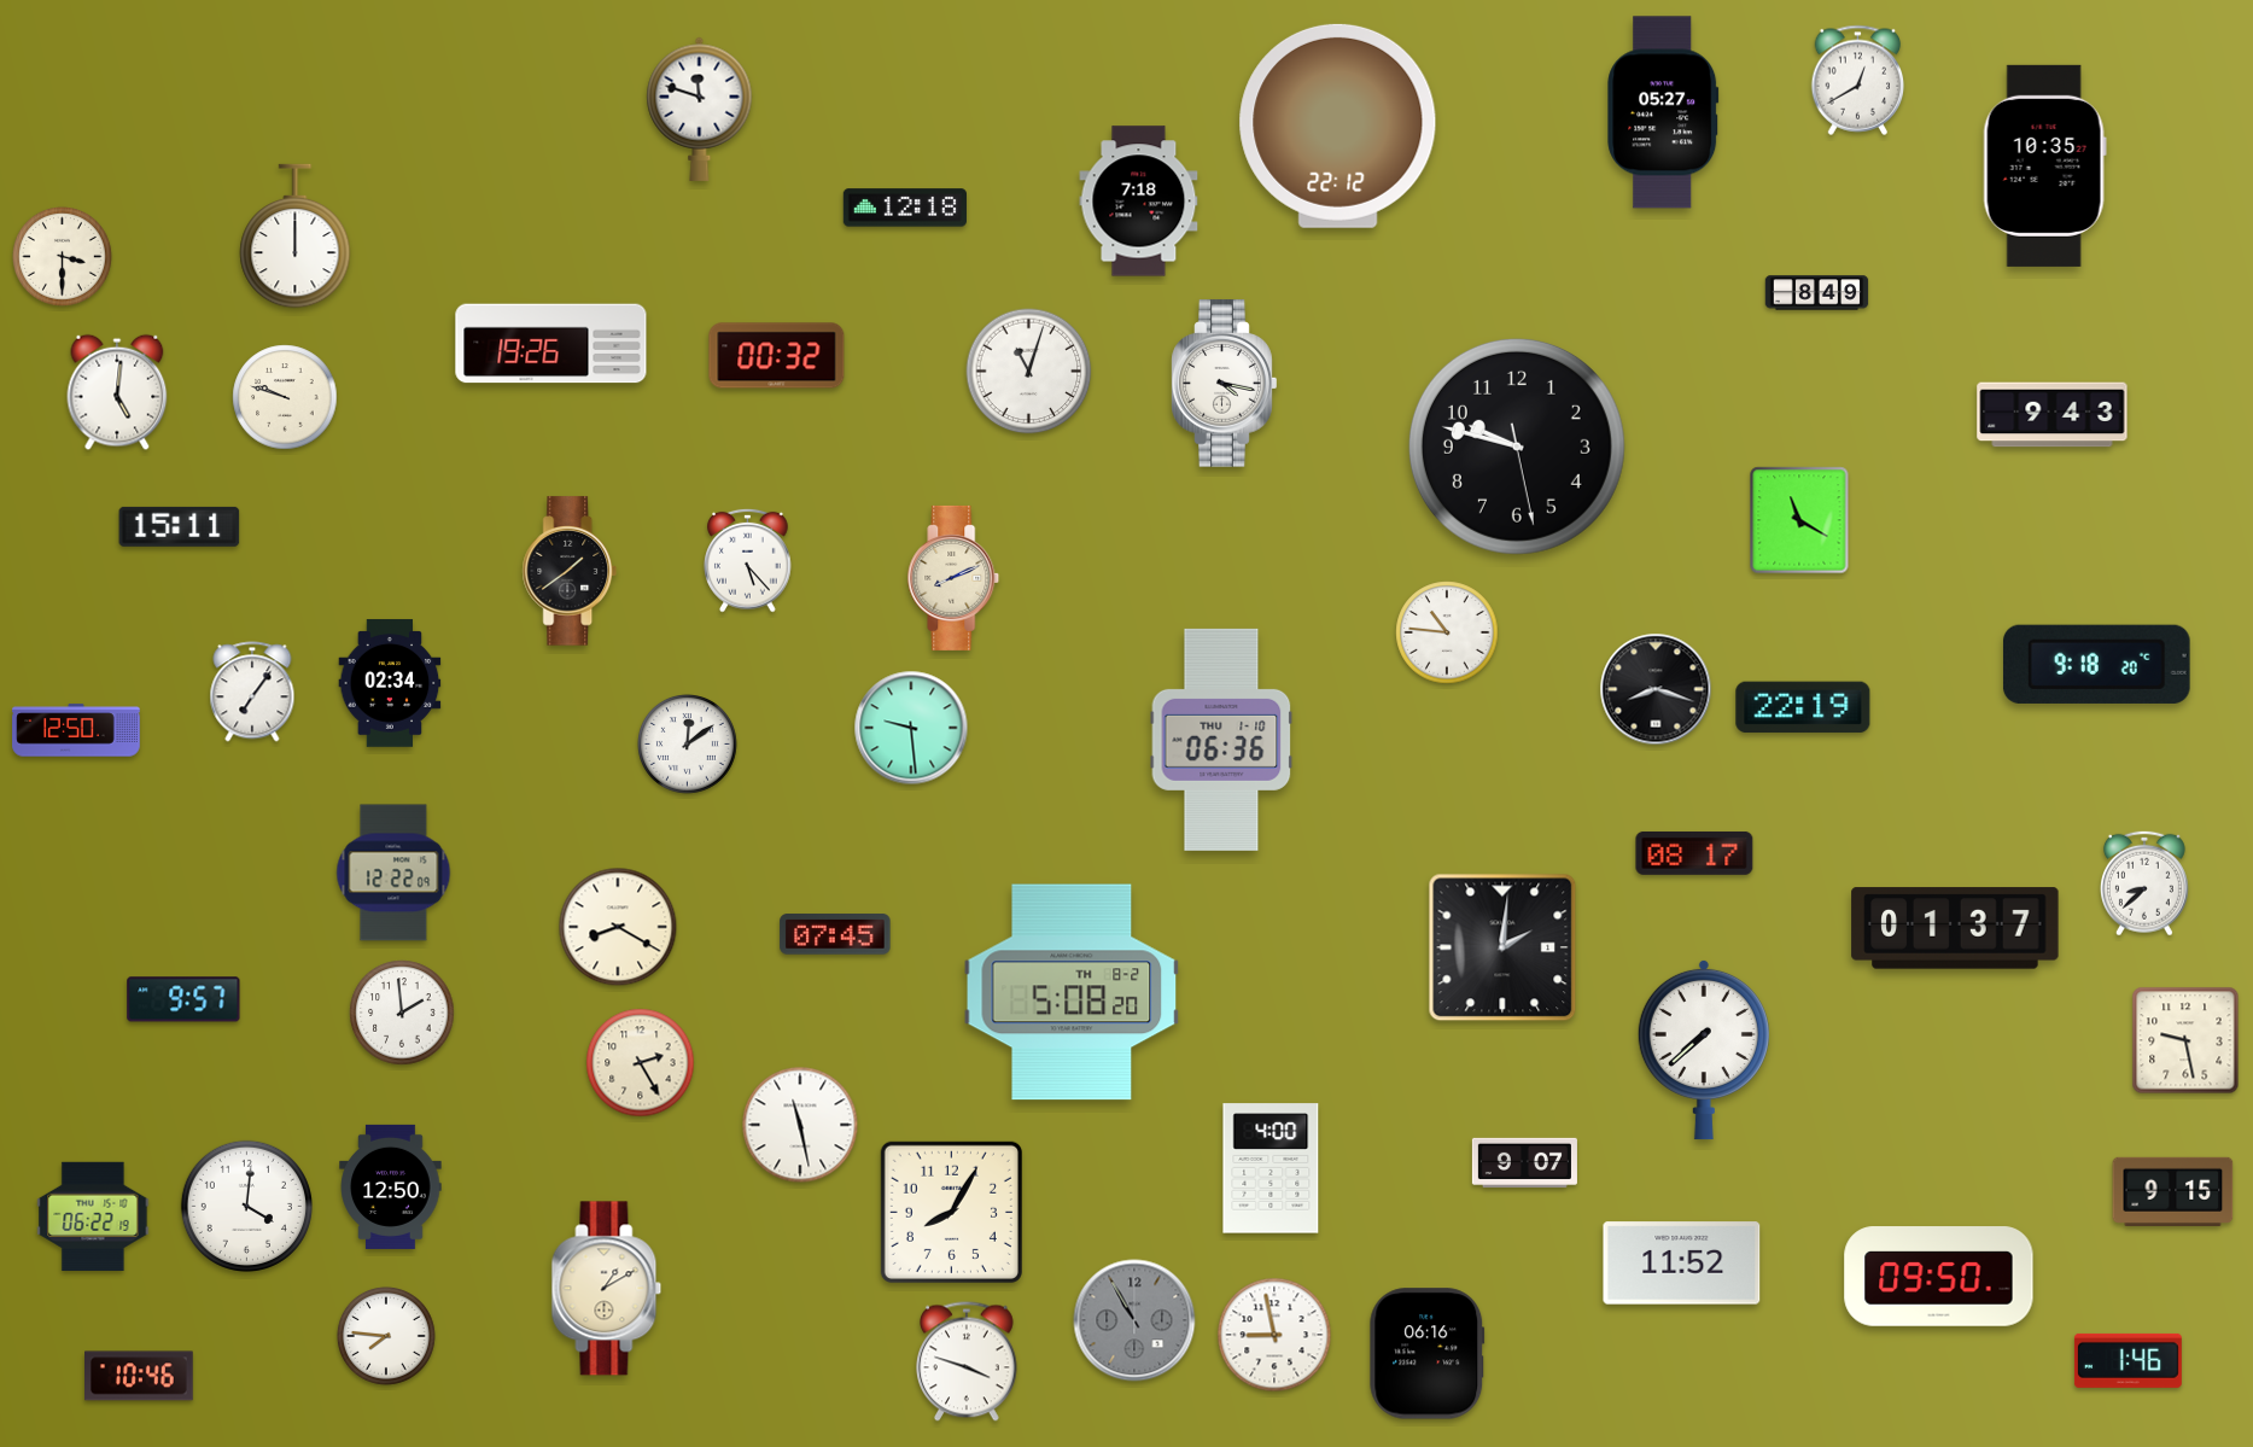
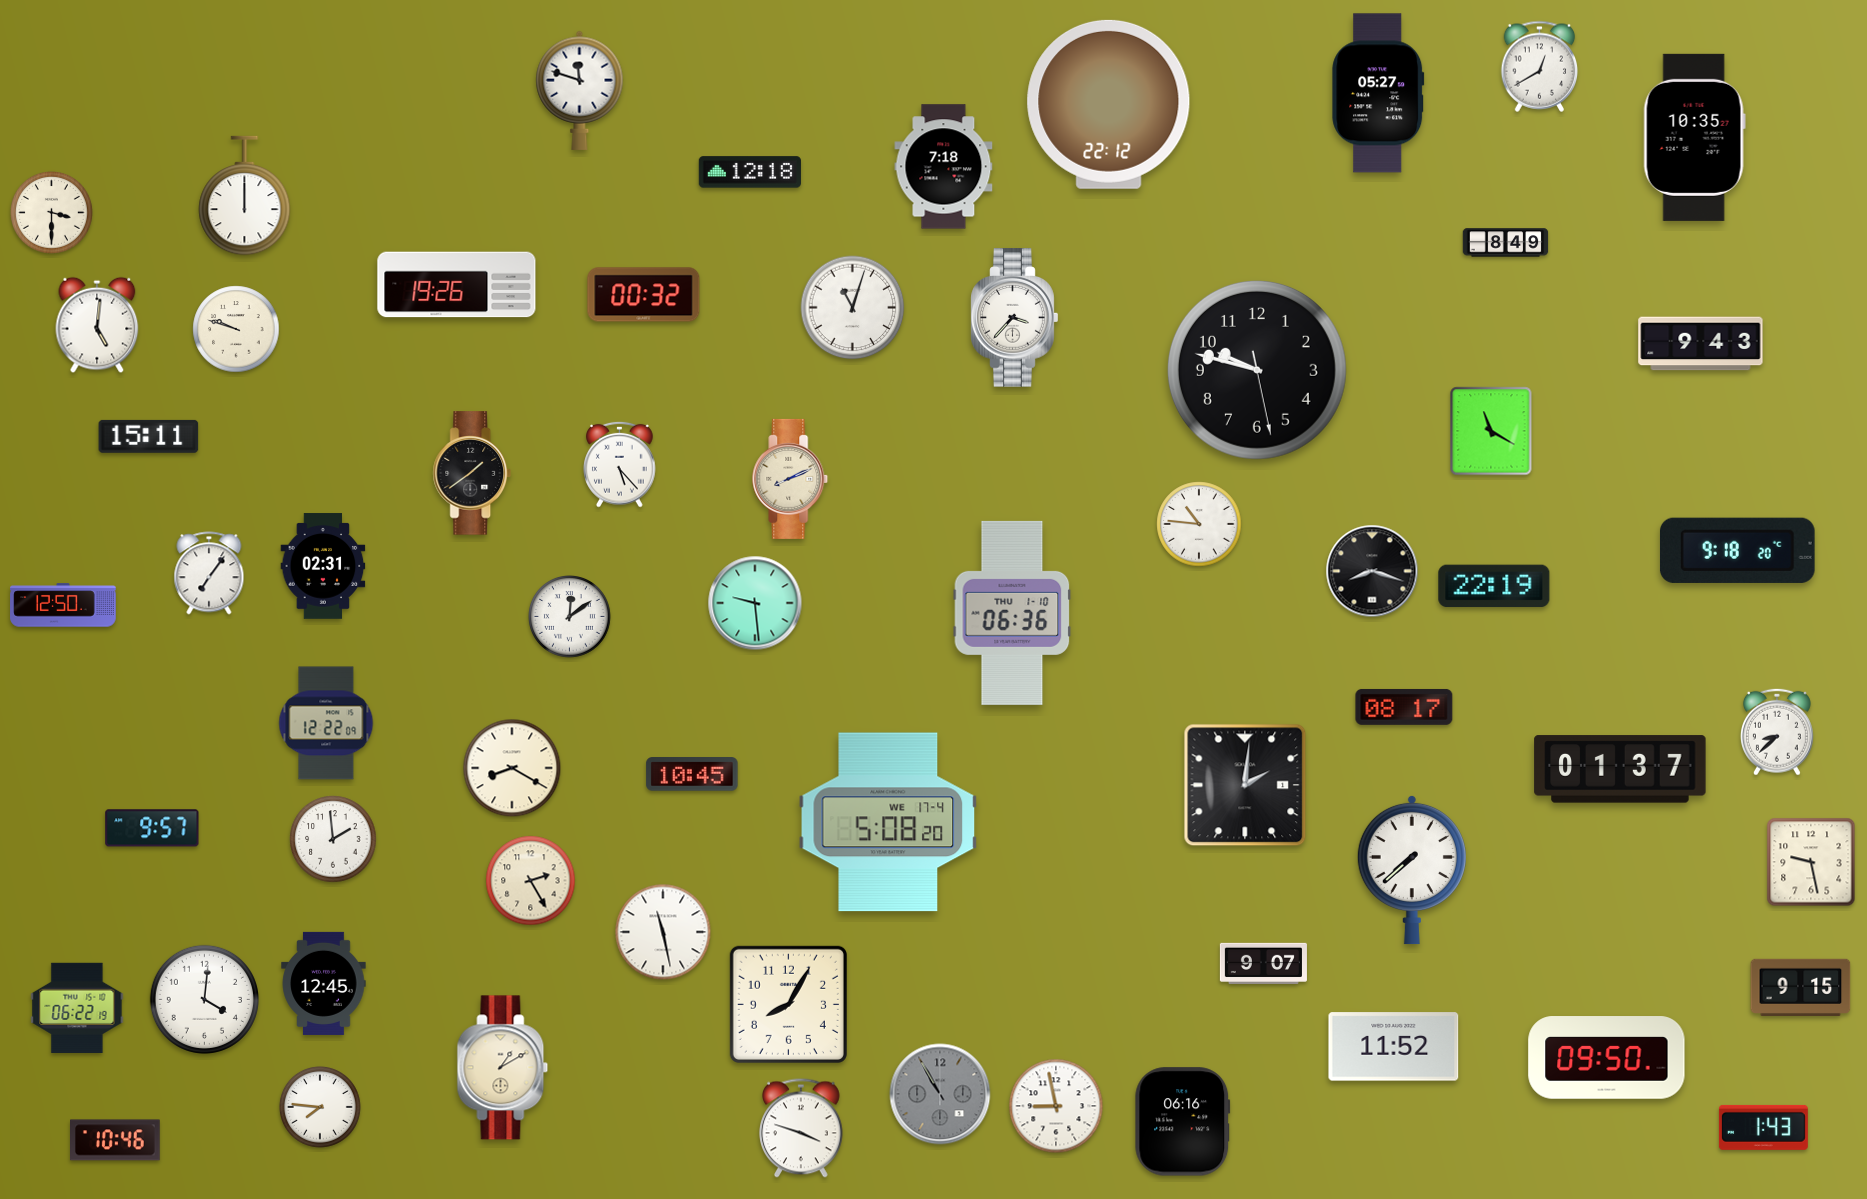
clock at (1225, 384): 4:17 -> 3:37
clock at (390, 683): 02:34 -> 02:31
clock at (835, 934): 07:45 -> 10:45
clock at (1072, 992) date: TH 8-2 -> WE 17-4
clock at (1271, 1168): 4:00 -> none
clock at (391, 1186): 12:50 -> 12:45
clock at (2127, 1360): 1:46 -> 1:43
